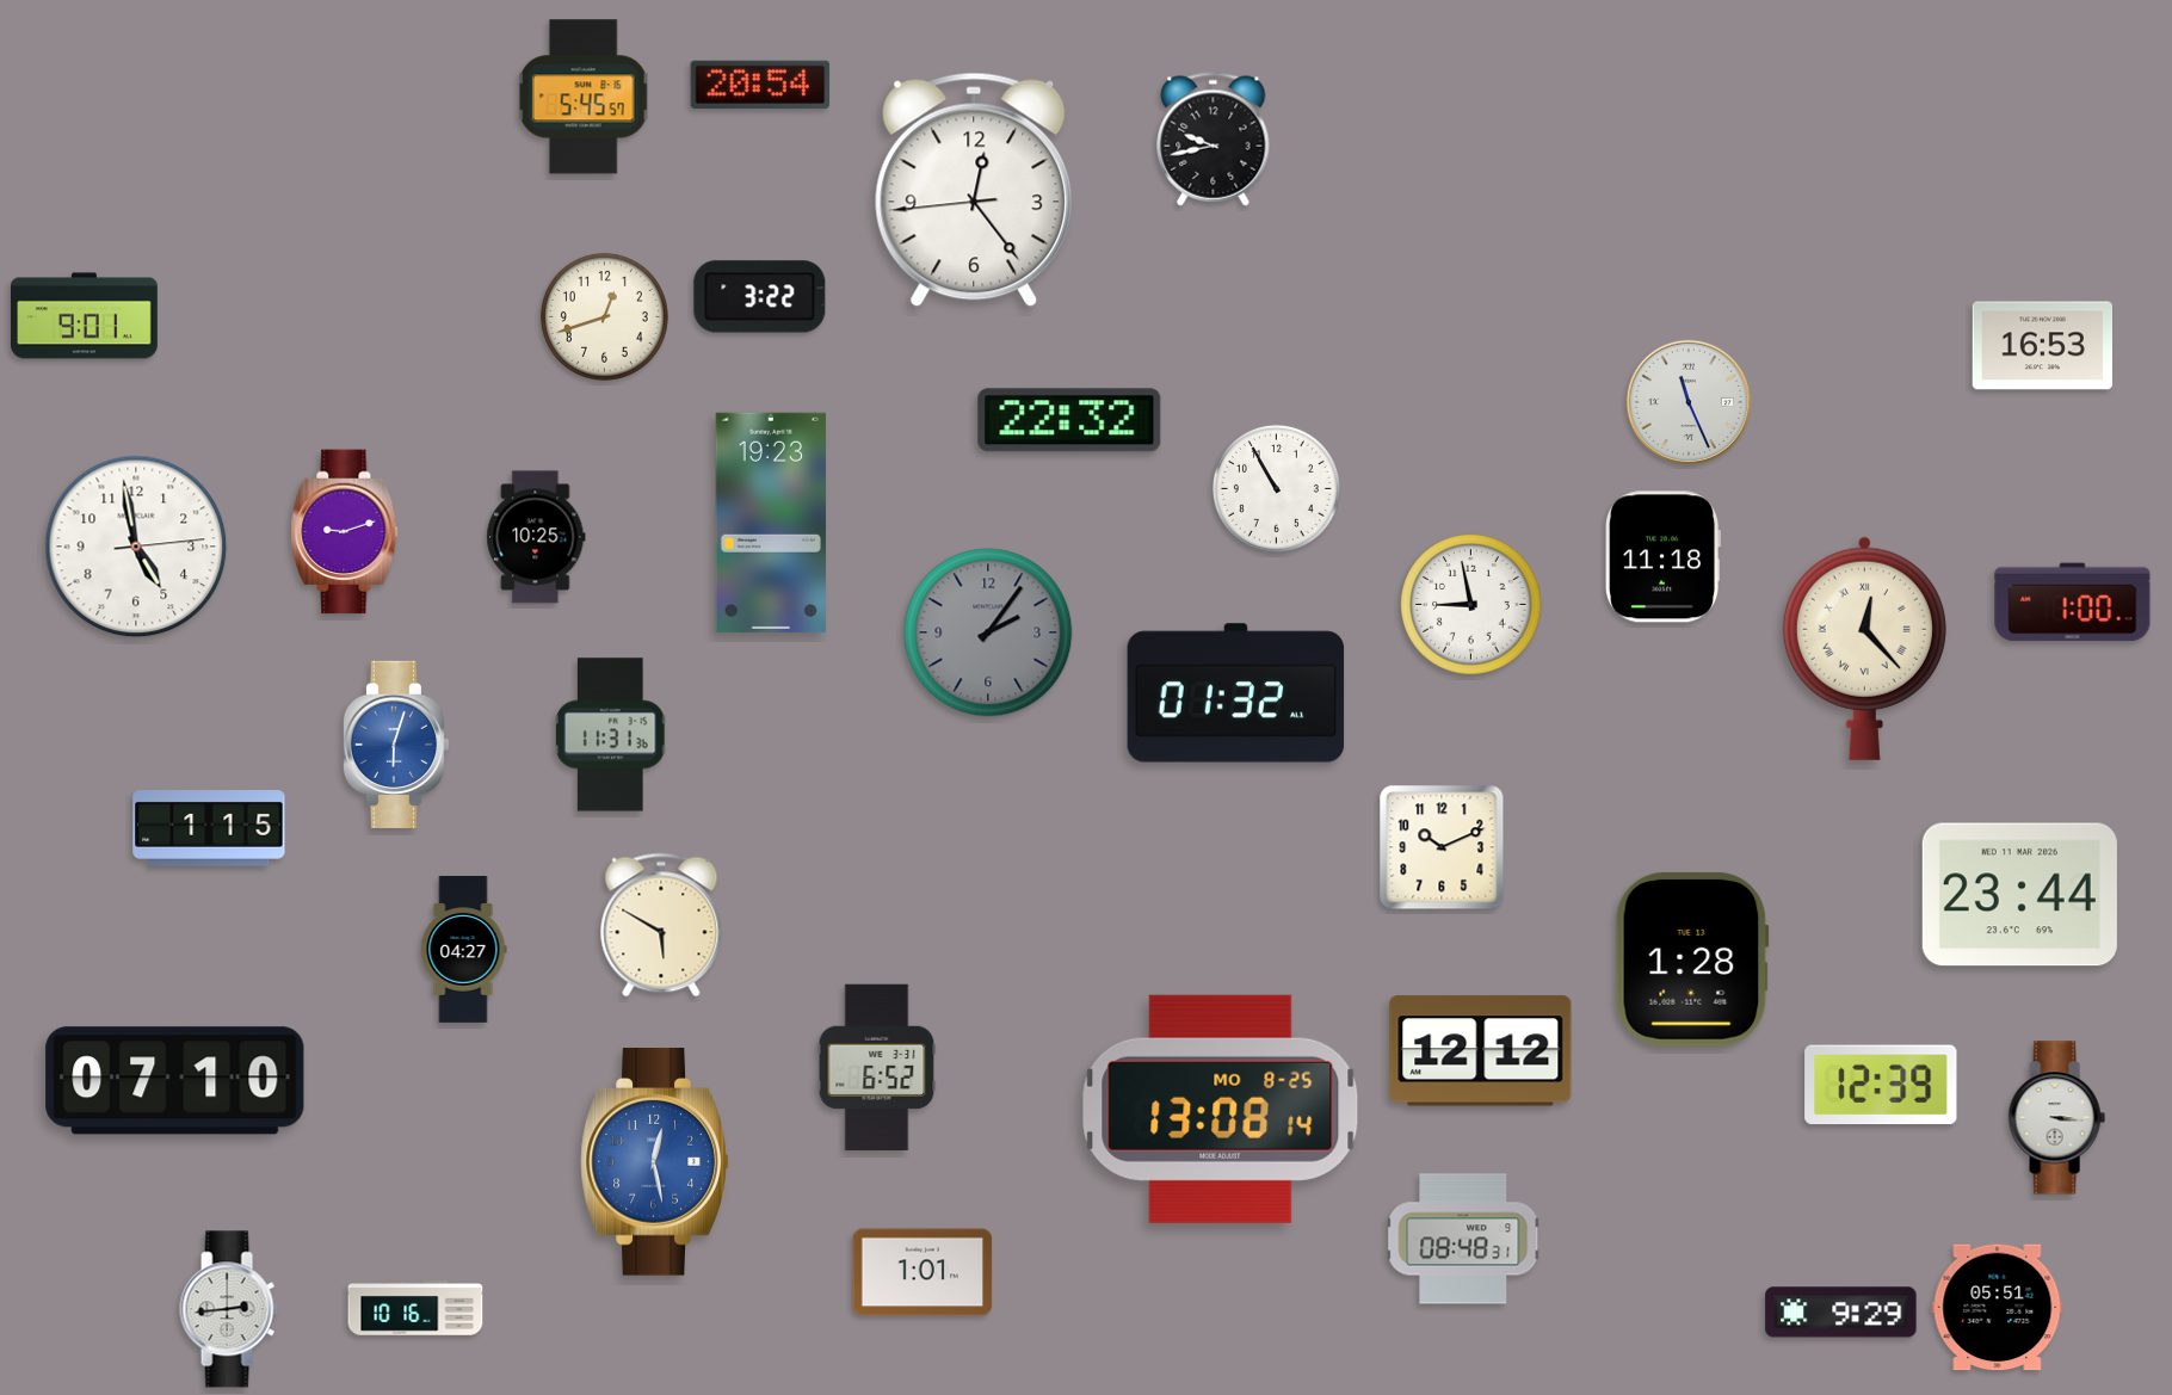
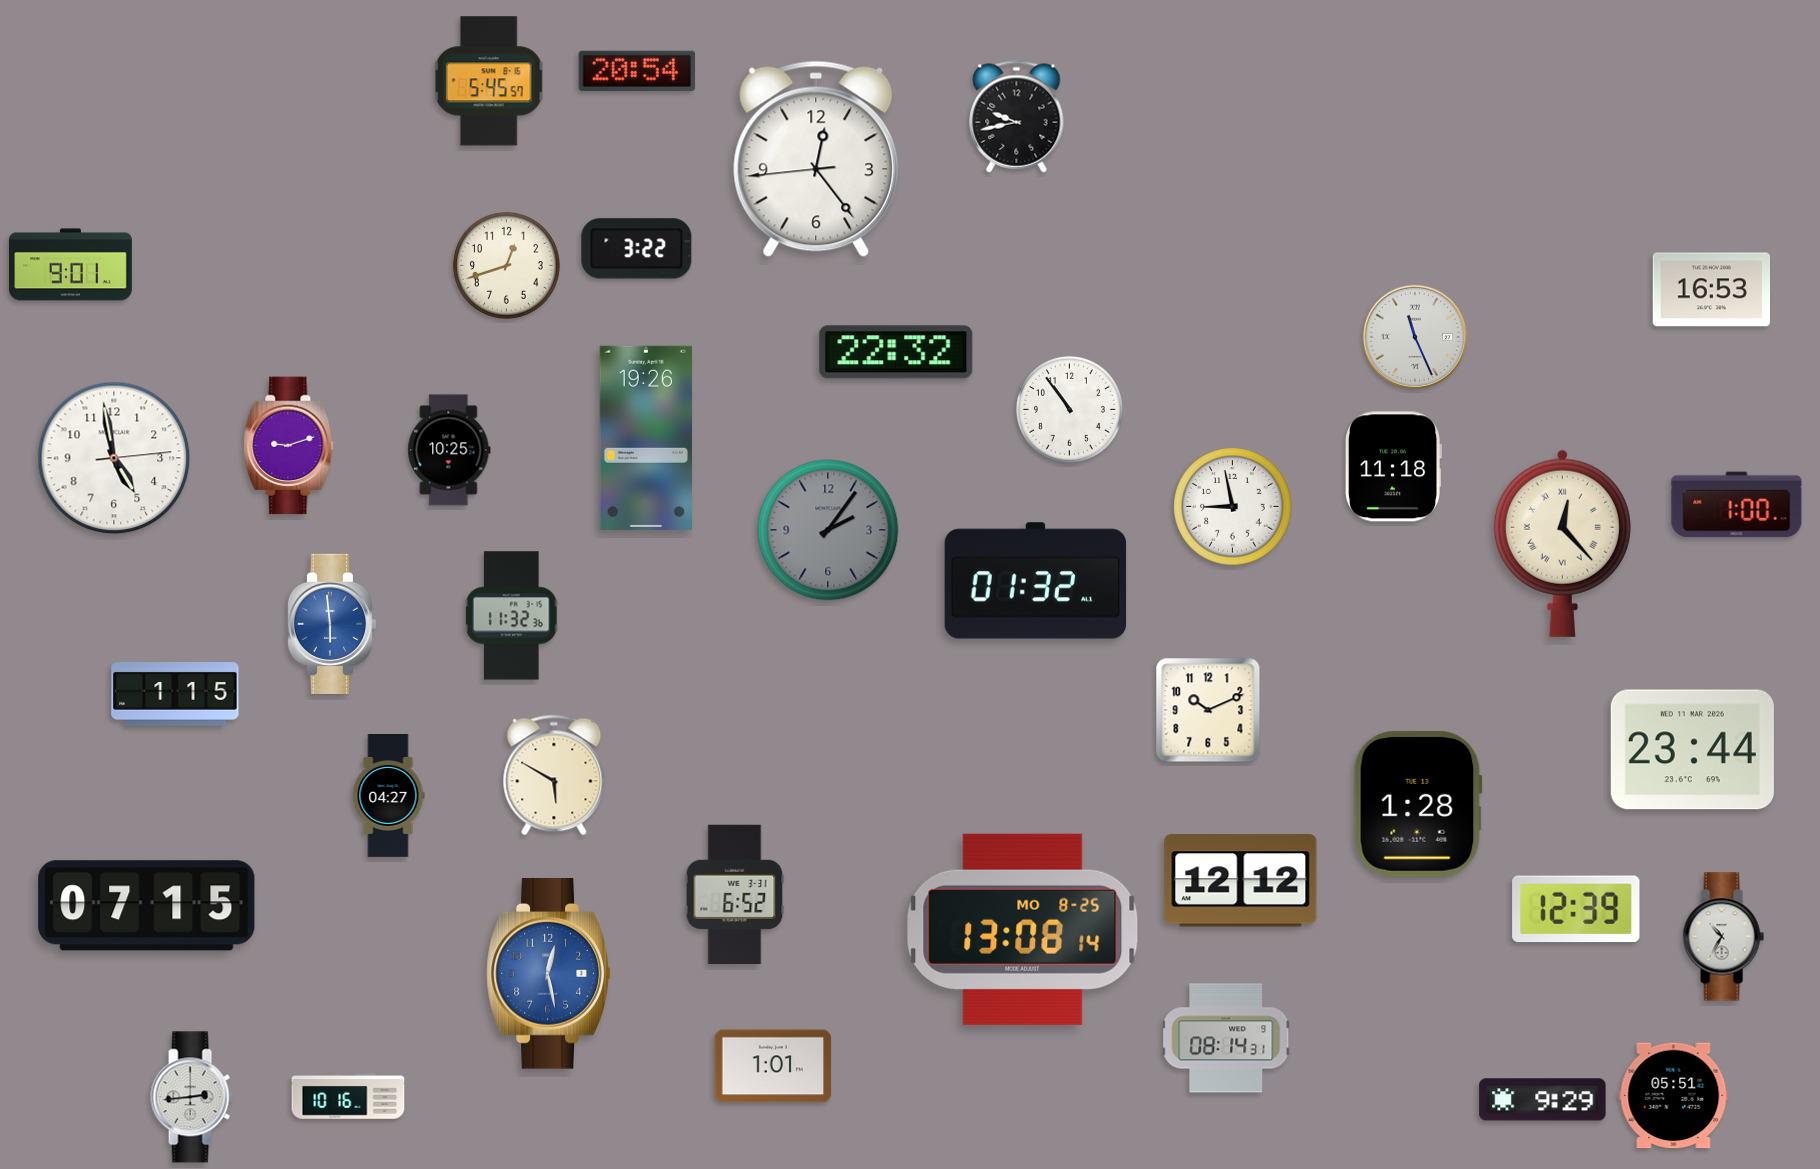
clock at (1276, 488): 10:55 -> 10:54
clock at (771, 523): 19:23 -> 19:26
clock at (611, 735): 11:31 -> 11:32
clock at (395, 745): 6:03 -> 5:59
clock at (175, 1081): 07:10 -> 07:15
clock at (2056, 1118): 3:16 -> 10:35
clock at (1464, 1239): 08:48 -> 08:14
